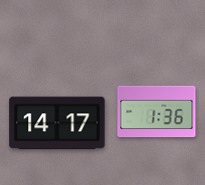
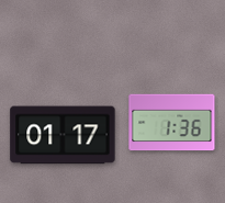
clock at (57, 123): 14:17 -> 01:17
